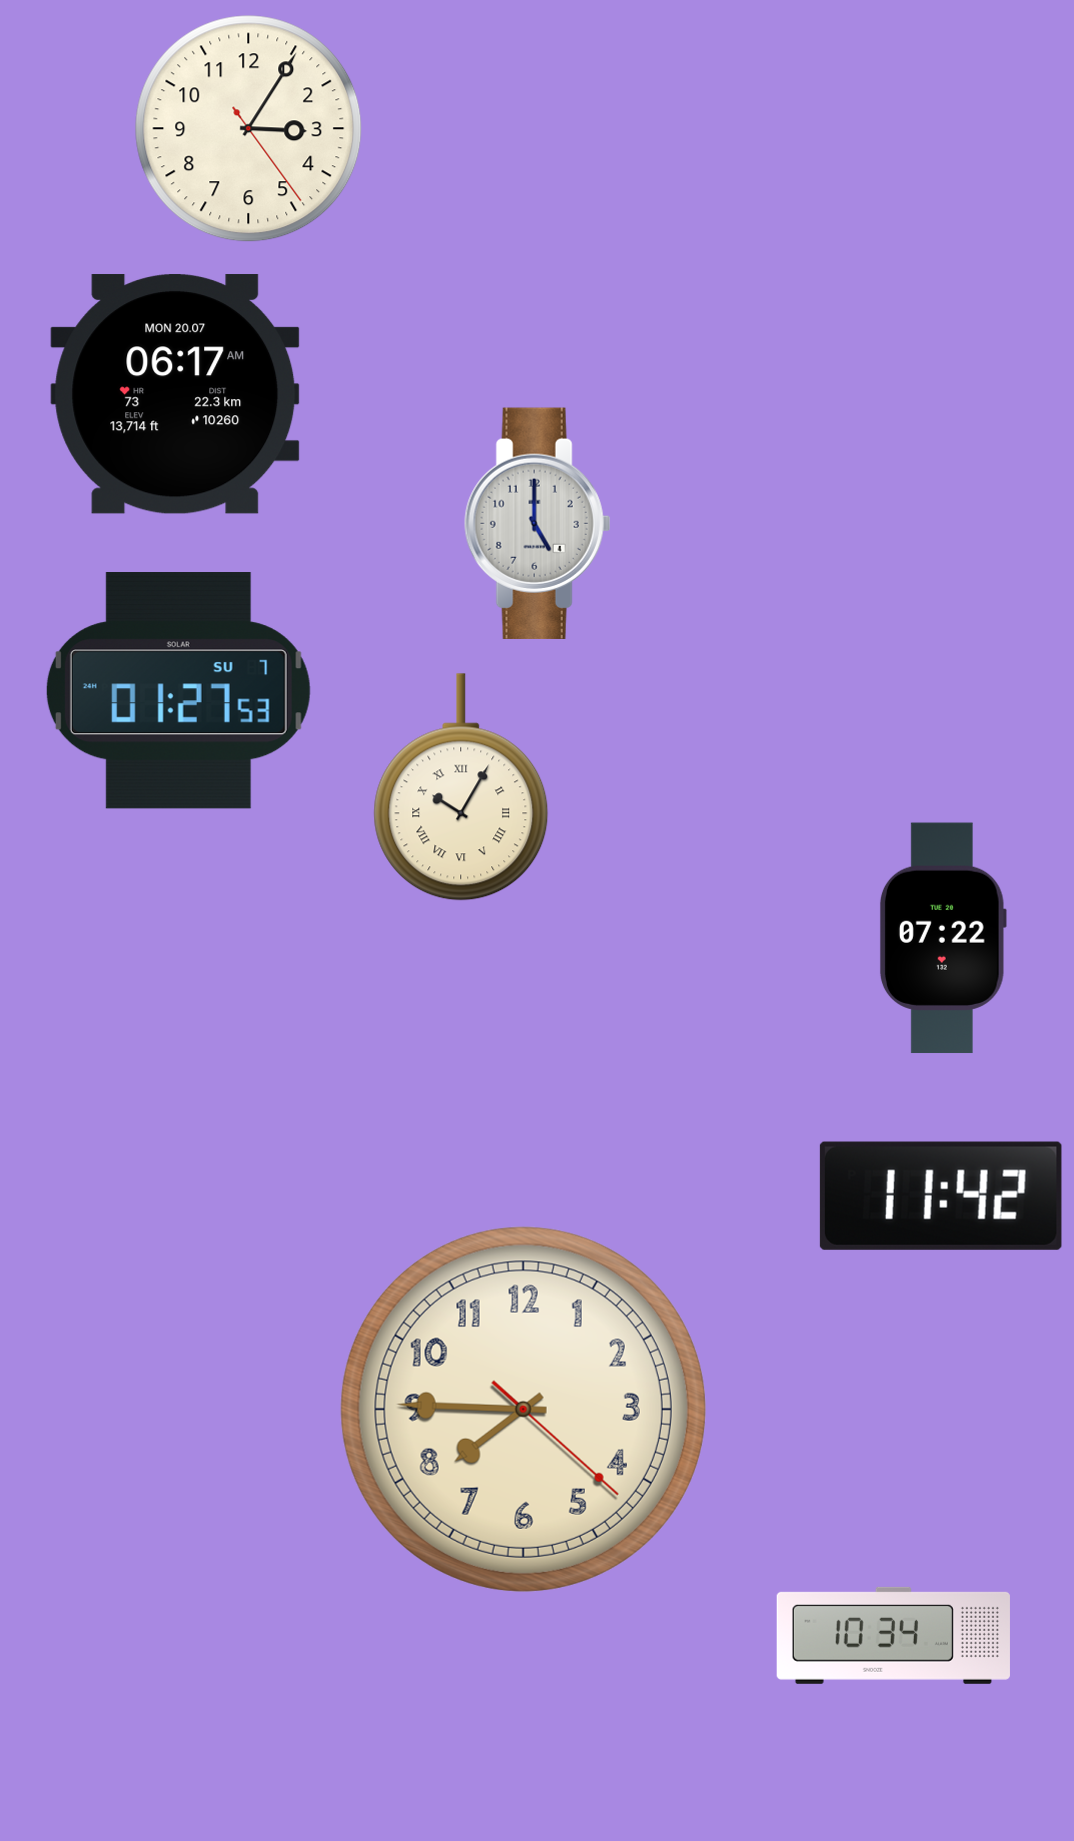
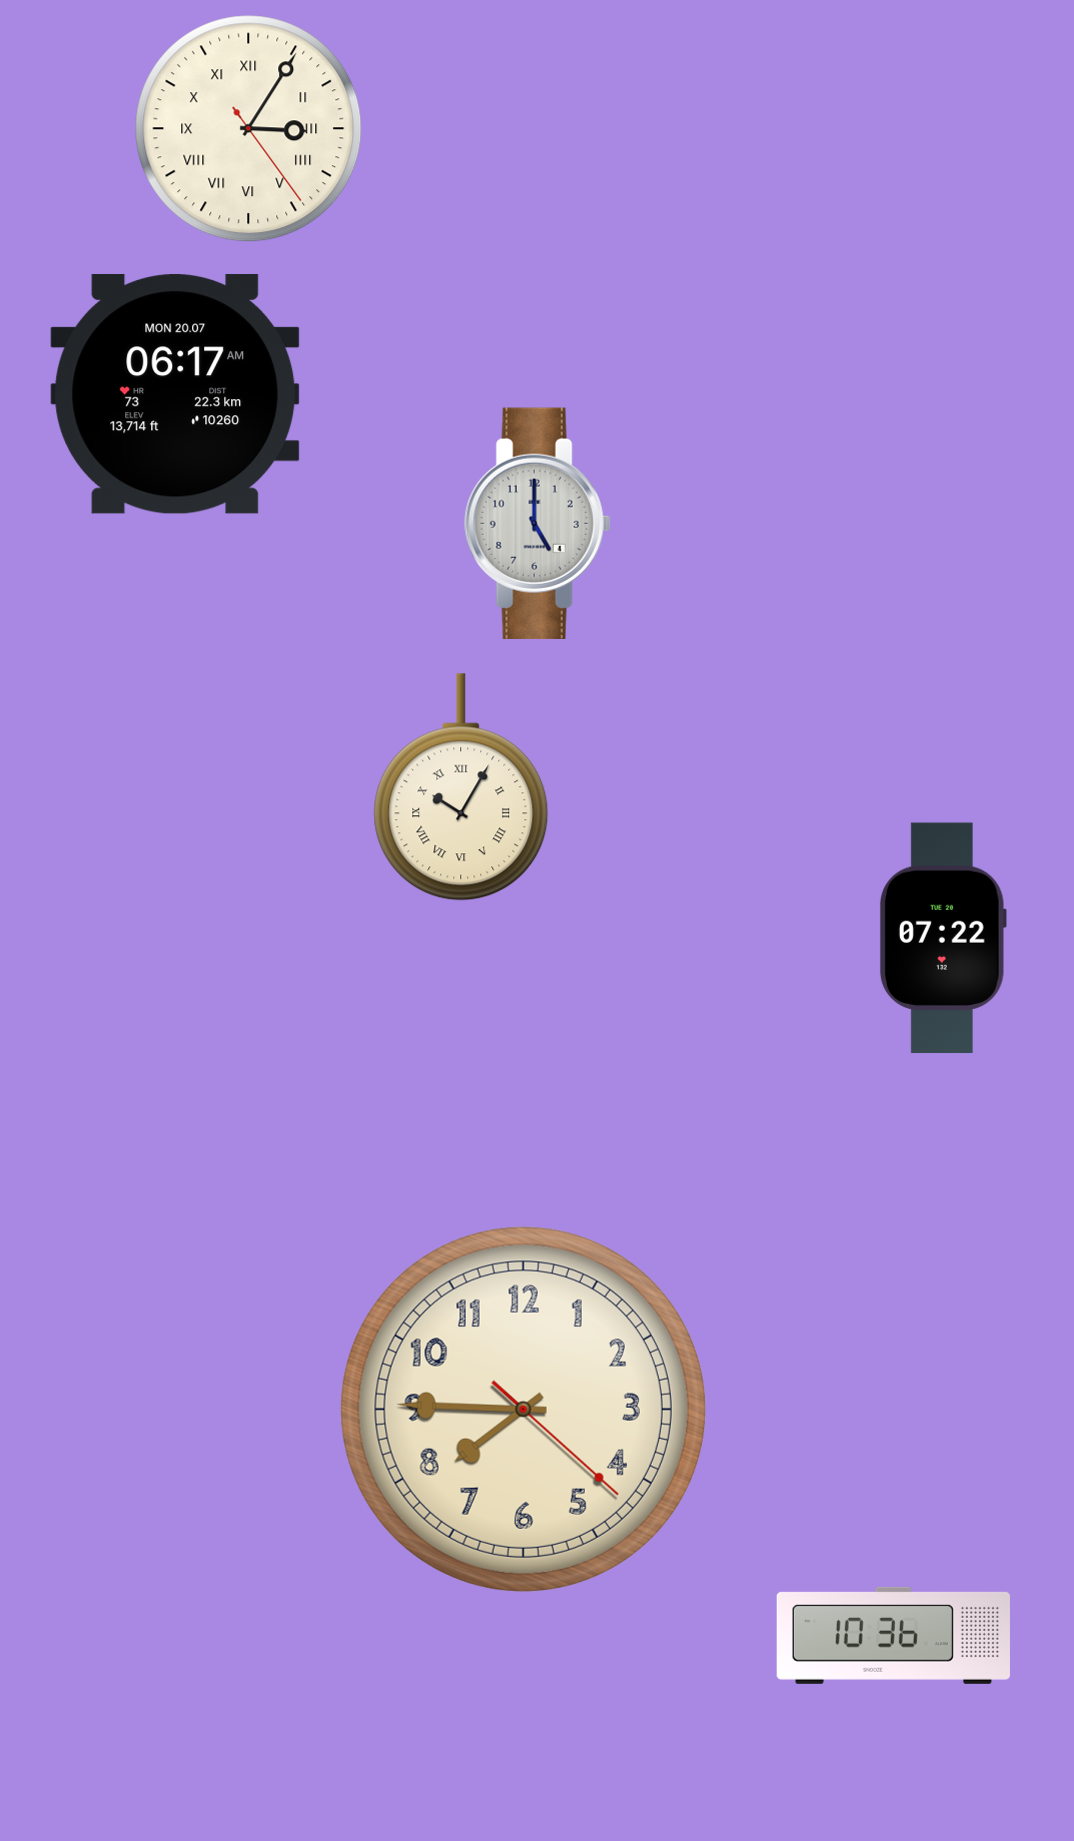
clock at (249, 129) numerals: Arabic -> Roman
clock at (178, 691): 01:27 -> none
clock at (941, 1196): 11:42 -> none
clock at (893, 1635): 10:34 -> 10:36
